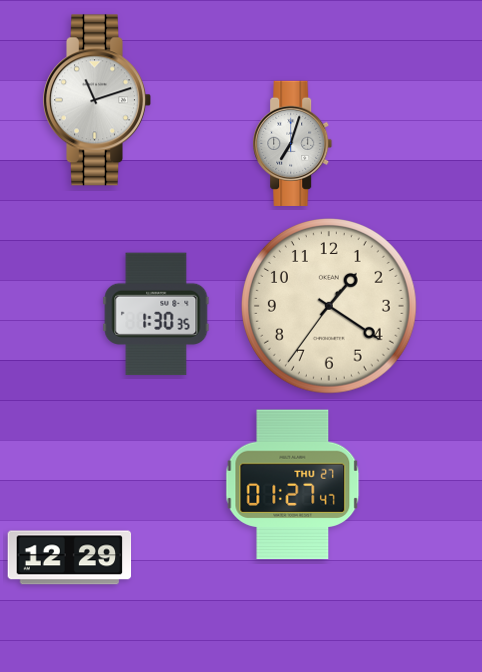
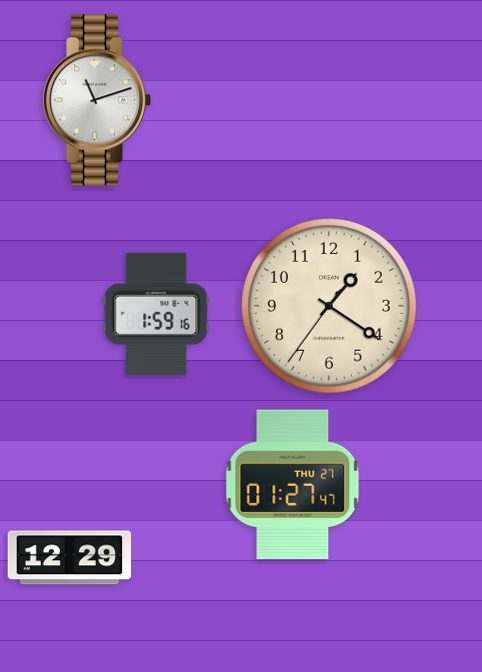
clock at (293, 143): 7:03 -> none
clock at (156, 314): 1:30 -> 1:59
